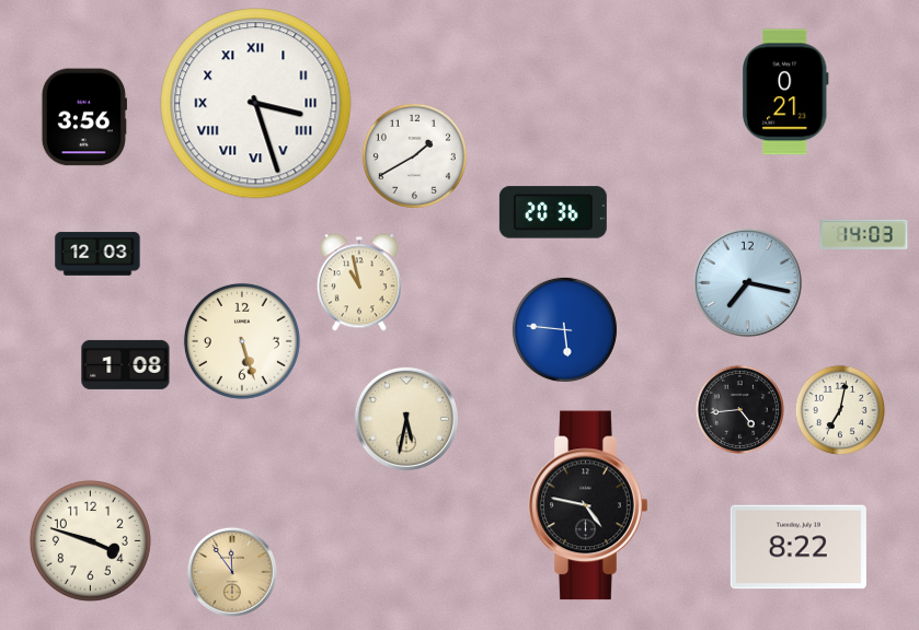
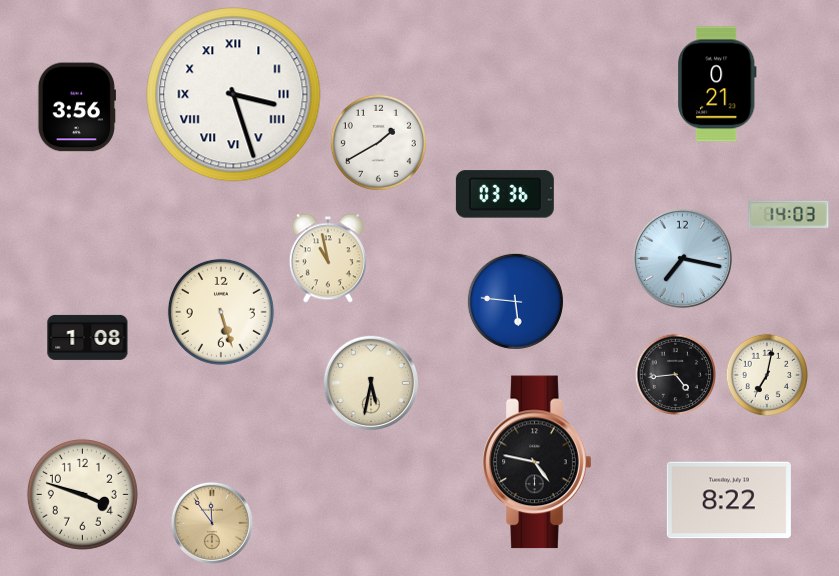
clock at (553, 212): 20:36 -> 03:36
clock at (97, 254): 12:03 -> none
clock at (126, 364) position: (126, 364) -> (88, 337)
